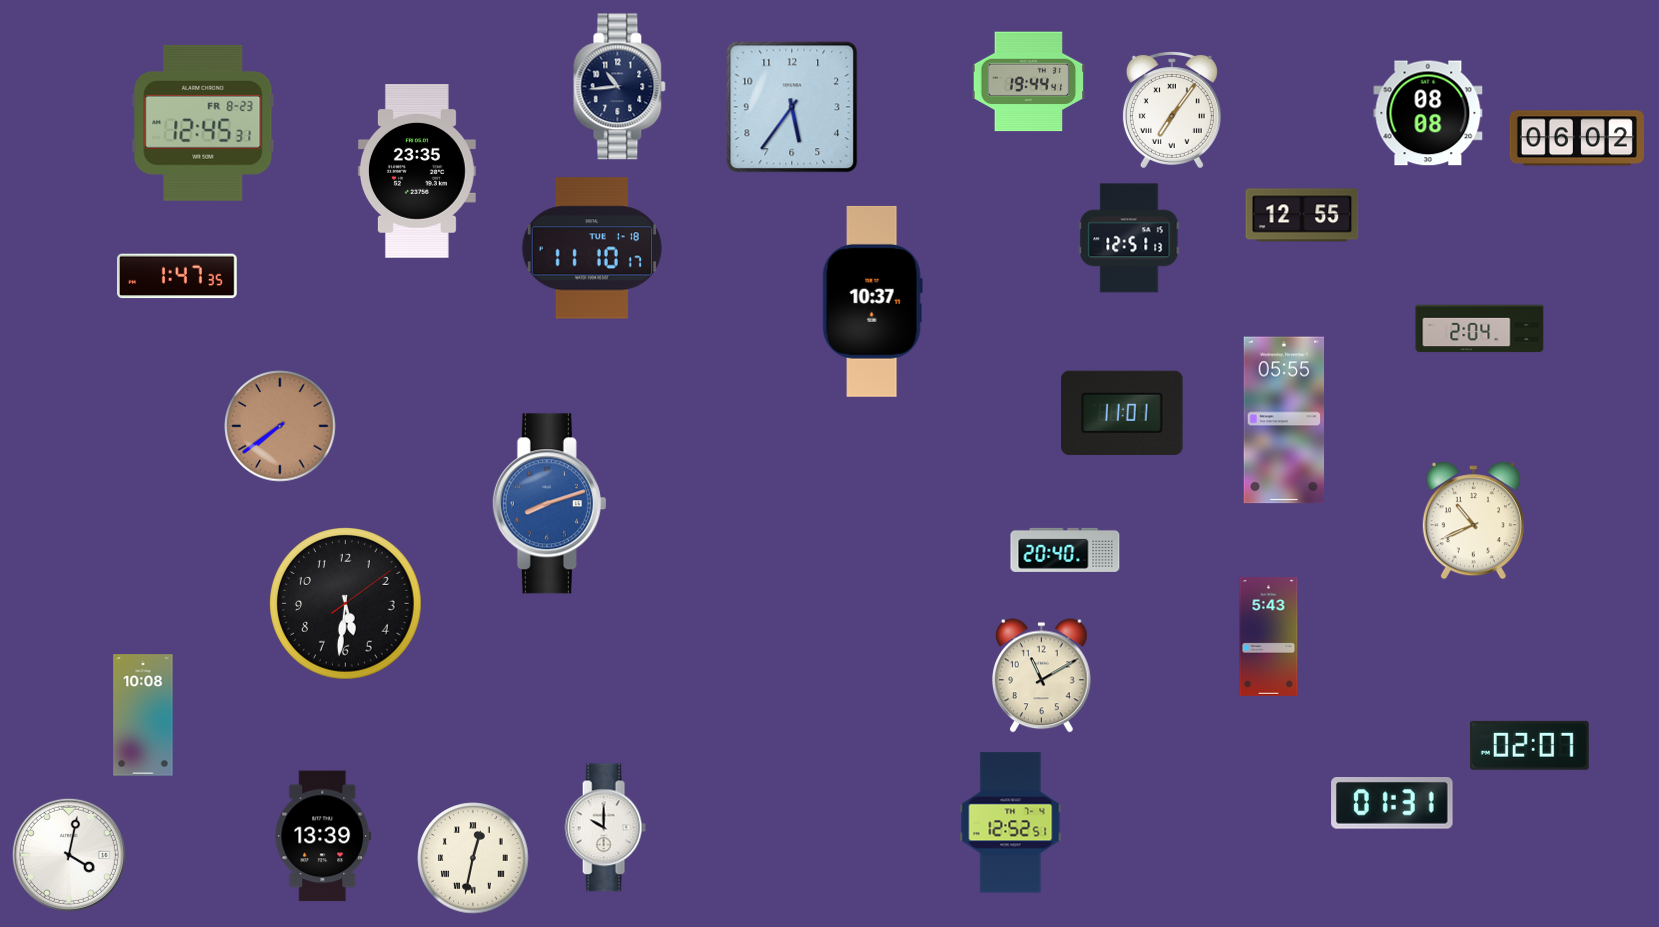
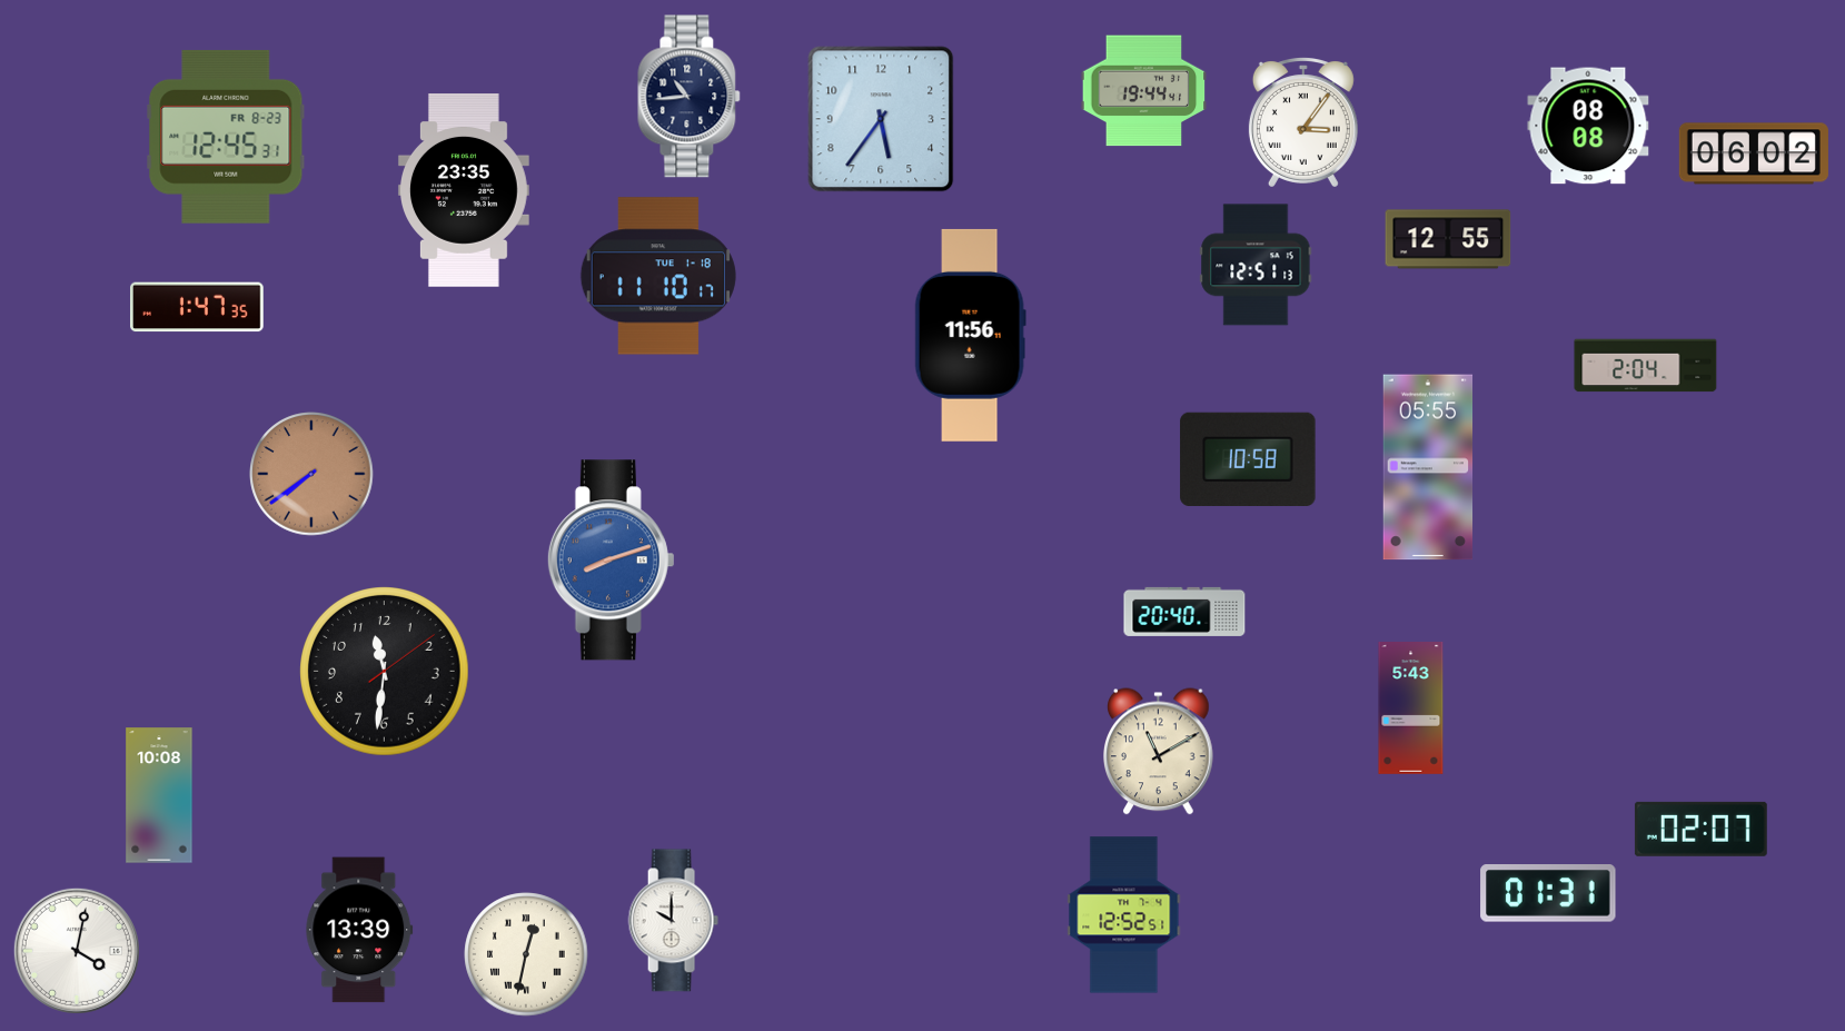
clock at (1172, 110): 7:06 -> 3:06
clock at (872, 301): 10:37 -> 11:56
clock at (1122, 413): 11:01 -> 10:58
clock at (1473, 521): 10:41 -> none
clock at (346, 604): 5:31 -> 11:31
